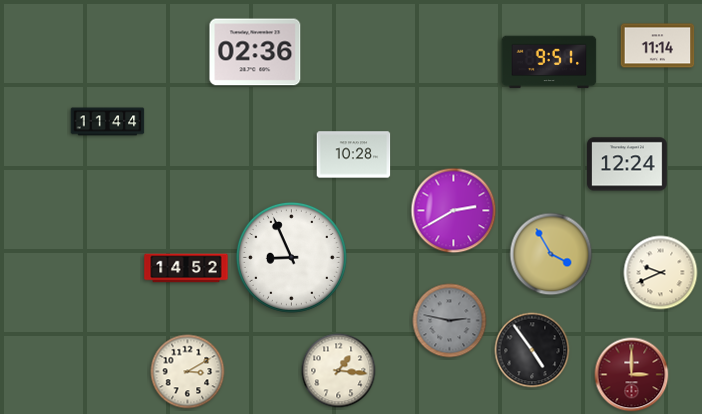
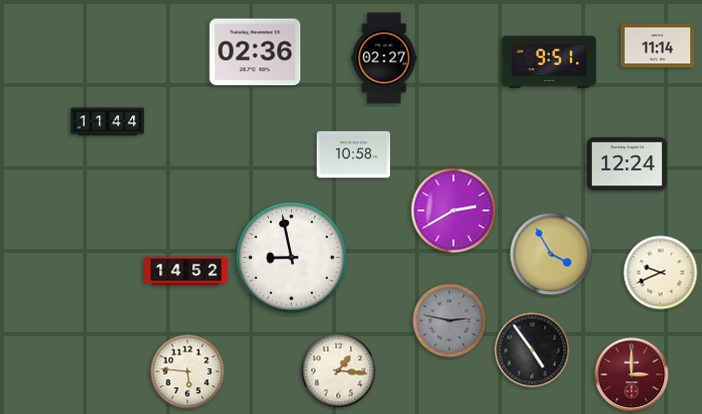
clock at (384, 58): none -> 02:27
clock at (354, 155): 10:28 -> 10:58
clock at (291, 257): 8:56 -> 8:58
clock at (186, 268) position: (186, 268) -> (186, 271)
clock at (188, 372): 3:10 -> 5:46
